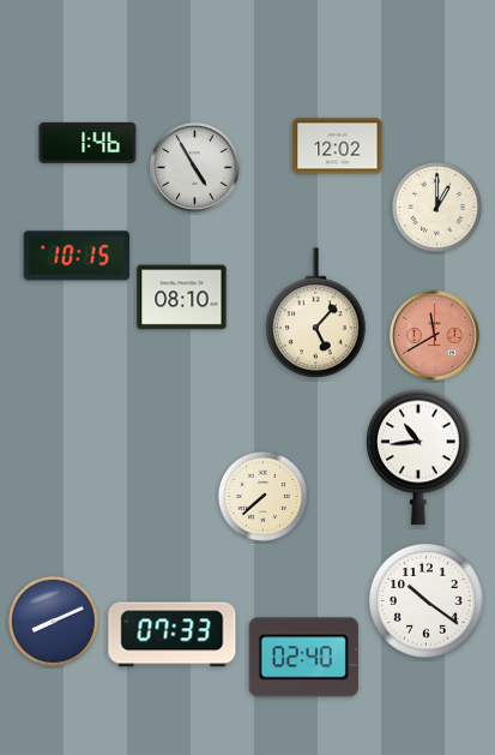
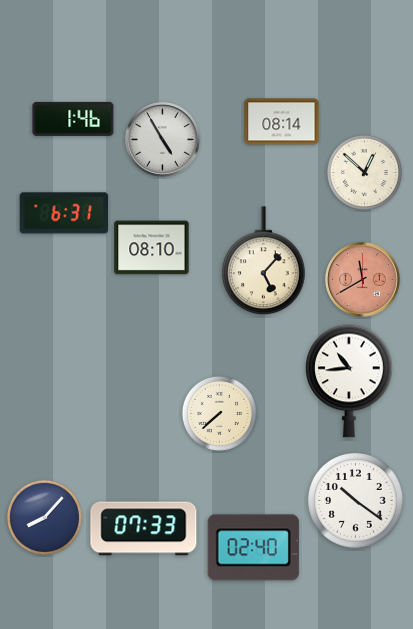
clock at (338, 146): 12:02 -> 08:14
clock at (436, 206): 1:00 -> 12:52
clock at (77, 256): 10:15 -> 6:31
clock at (53, 621): 8:11 -> 8:07
